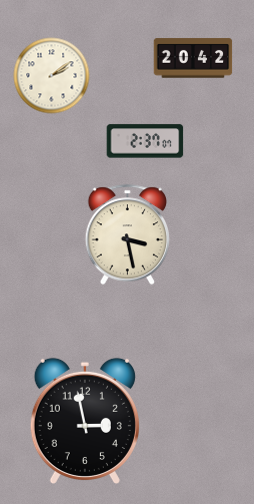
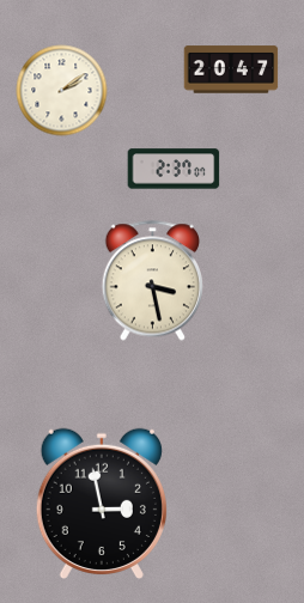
clock at (193, 58): 20:42 -> 20:47
